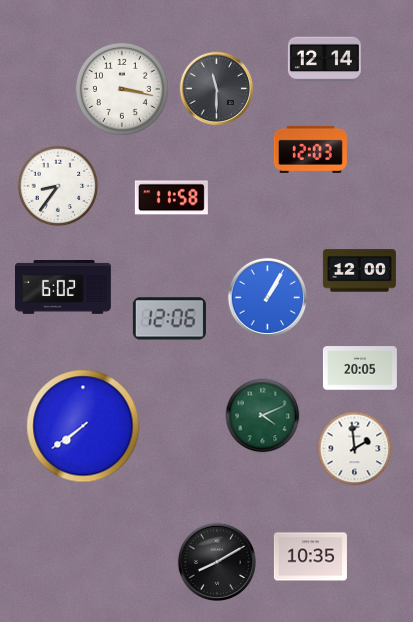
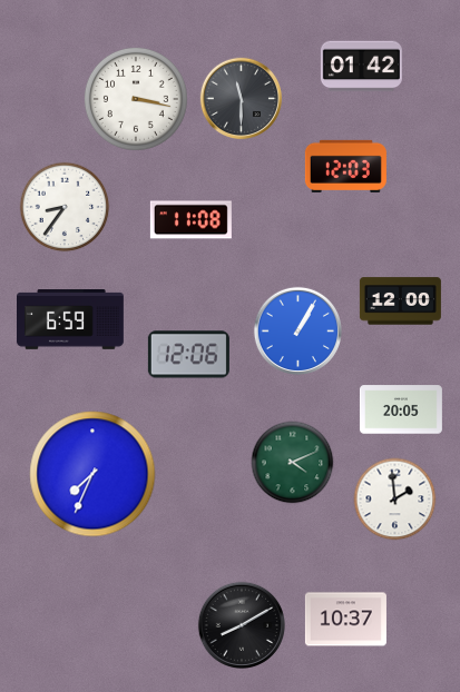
clock at (324, 60): 12:14 -> 01:42
clock at (171, 198): 11:58 -> 11:08
clock at (64, 288): 6:02 -> 6:59
clock at (83, 426): 7:39 -> 7:34
clock at (310, 557): 10:35 -> 10:37
